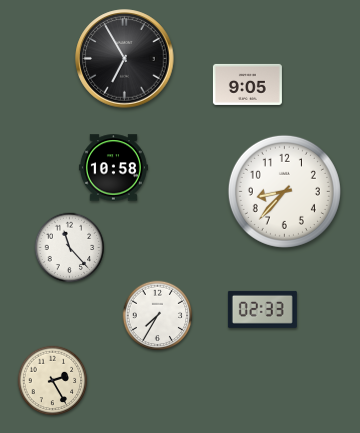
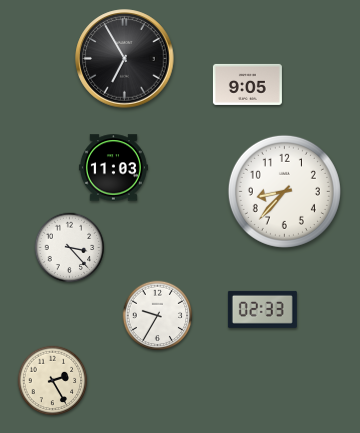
clock at (113, 168): 10:58 -> 11:03
clock at (70, 248): 11:23 -> 3:23
clock at (158, 316): 7:35 -> 9:35
